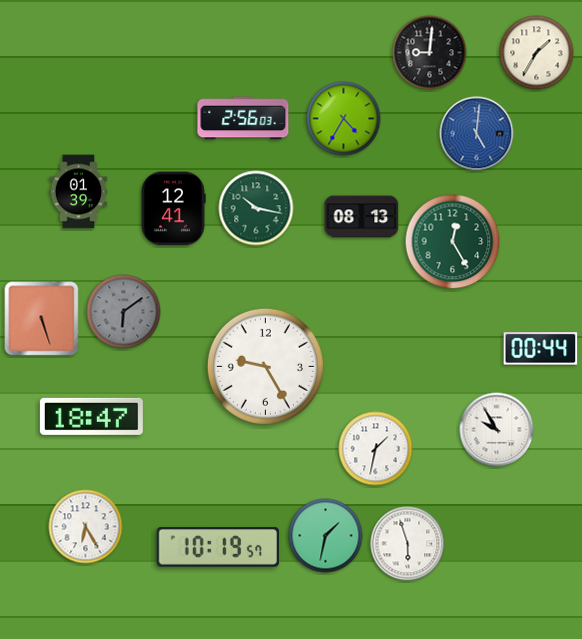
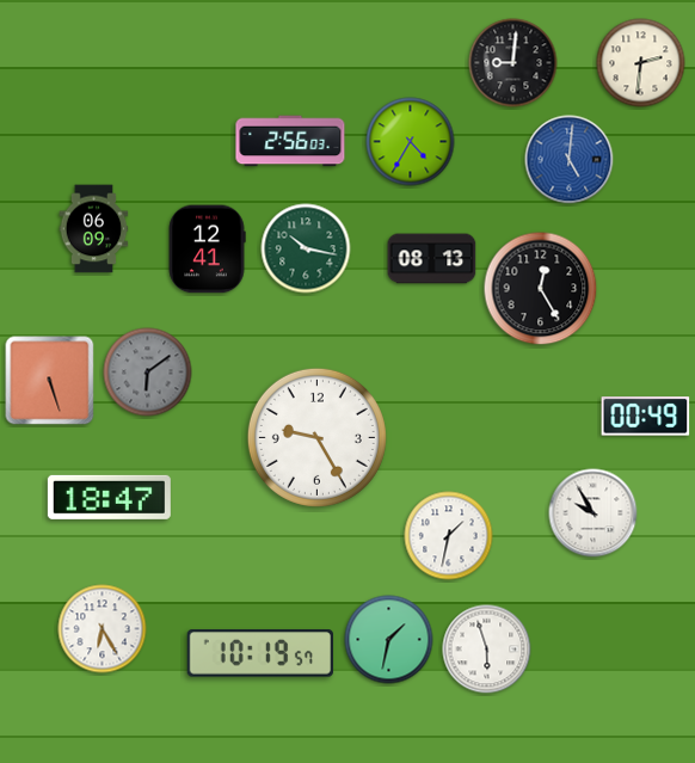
clock at (537, 53): 1:35 -> 2:31
clock at (79, 192): 01:39 -> 06:09
clock at (453, 242) dial: green -> black
clock at (541, 349): 00:44 -> 00:49
